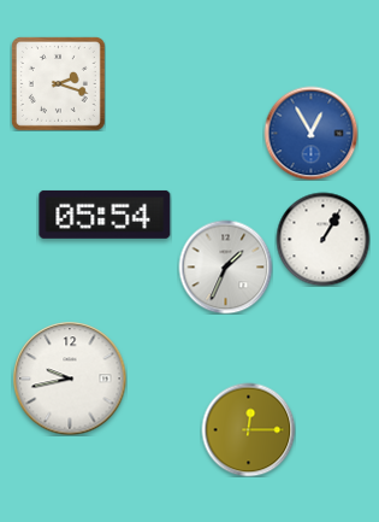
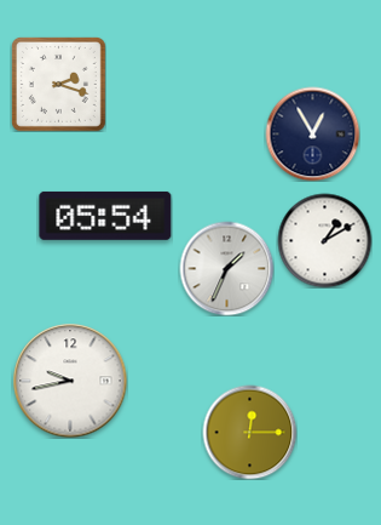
clock at (310, 133) dial: blue -> navy
clock at (322, 239): 1:05 -> 1:10
